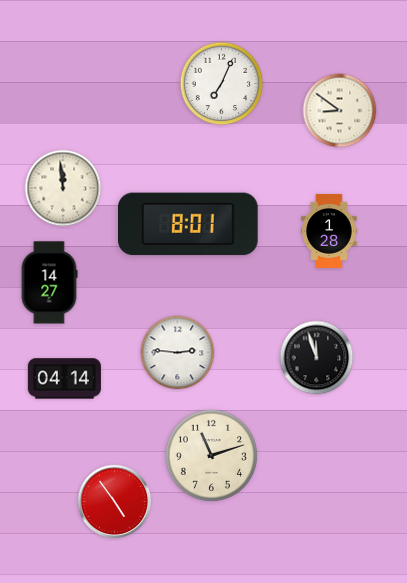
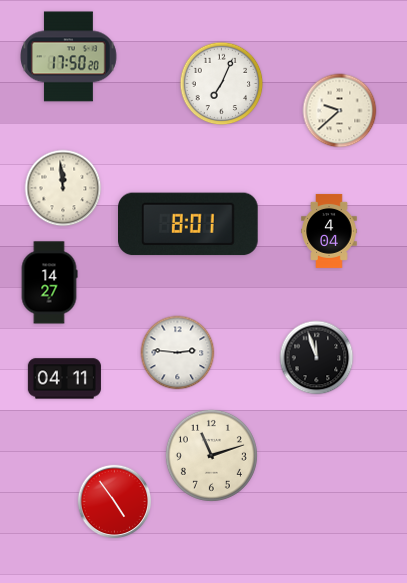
clock at (69, 57): none -> 17:50
clock at (340, 111): 8:51 -> 9:38
clock at (329, 231): 1:28 -> 4:04
clock at (64, 379): 04:14 -> 04:11
